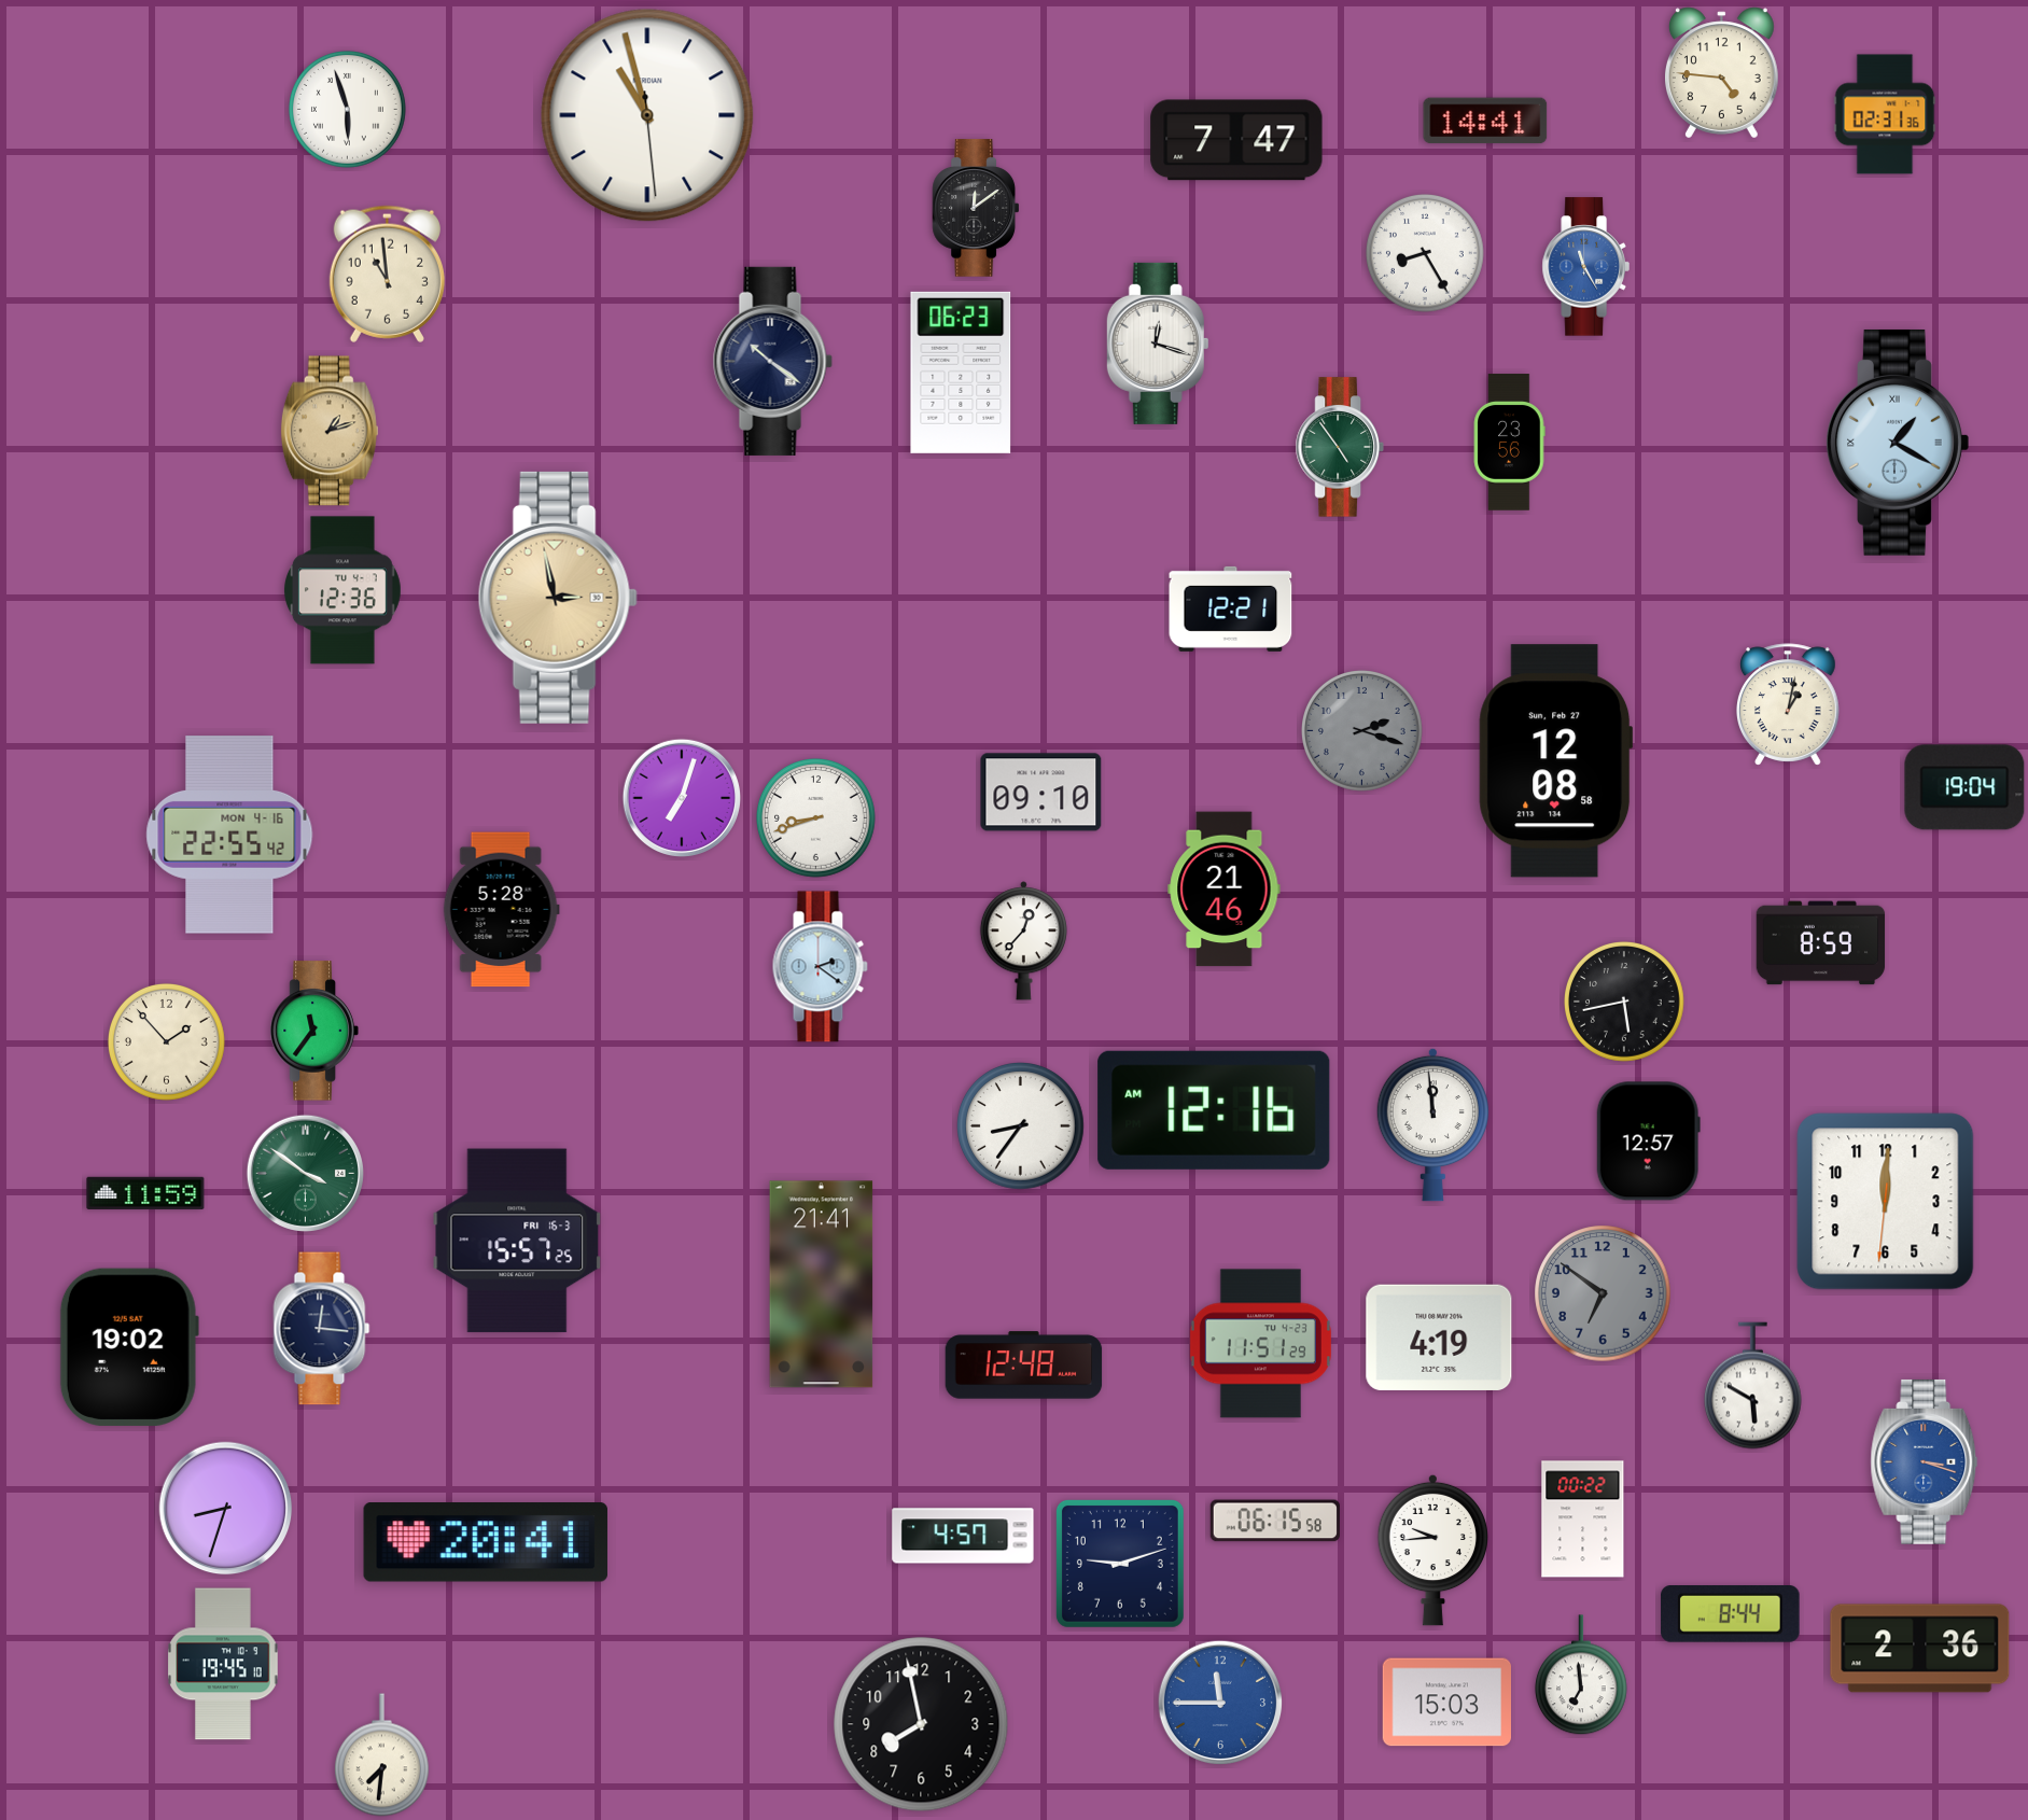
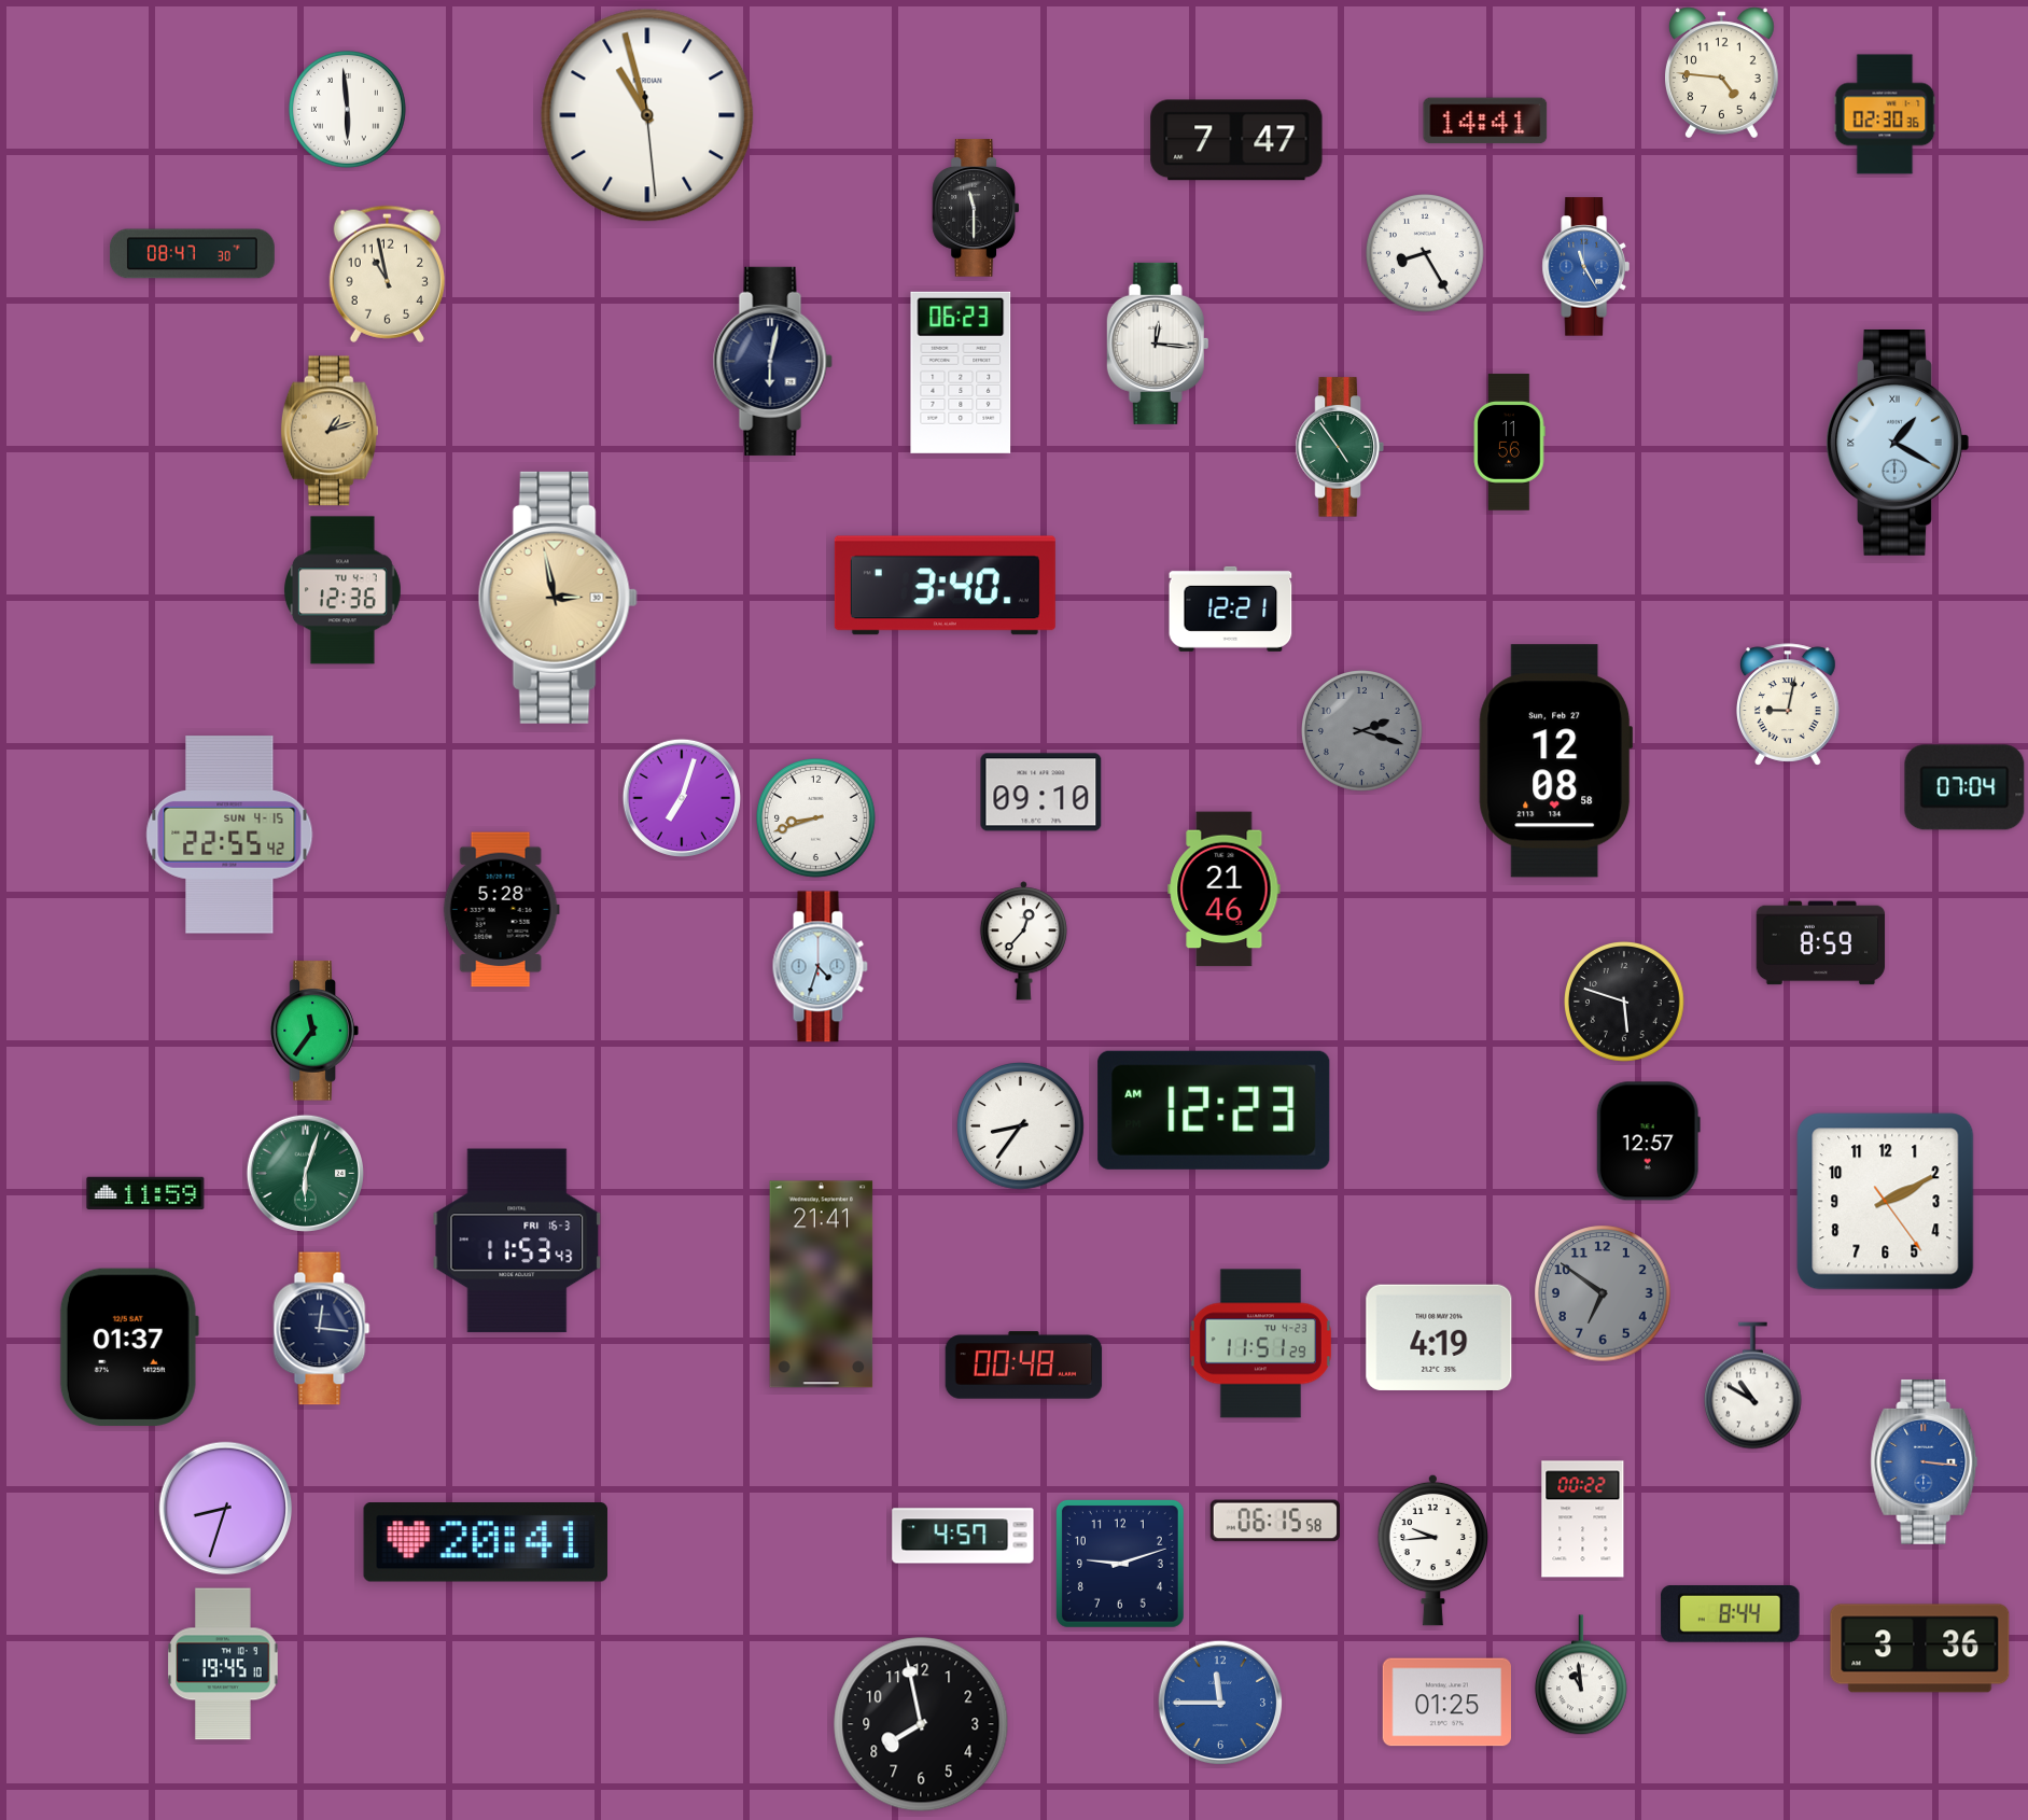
clock at (347, 109): 5:57 -> 5:59
clock at (1885, 114): 02:31 -> 02:30
clock at (975, 208): 12:09 -> 11:30
clock at (192, 254): none -> 08:47
clock at (387, 274): 10:59 -> 10:58
clock at (1158, 344): 12:18 -> 12:16
clock at (772, 361): 10:21 -> 6:02
clock at (1509, 443): 23:56 -> 11:56
clock at (945, 586): none -> 3:40
clock at (1789, 704): 1:02 -> 9:02
clock at (1964, 787): 19:04 -> 07:04
clock at (229, 835) date: MON 4-16 -> SUN 4-15
clock at (820, 967): 2:21 -> 4:33
clock at (1625, 1003): 5:43 -> 5:48
clock at (166, 1041): 1:53 -> none
clock at (1214, 1110): 12:16 -> 12:23
clock at (1432, 1124): 11:59 -> none
clock at (305, 1173): 3:51 -> 6:03
clock at (1886, 1202): 12:00 -> 2:10
clock at (517, 1241): 15:57 -> 11:53
clock at (129, 1347): 19:02 -> 01:37
clock at (1024, 1366): 12:48 -> 00:48
clock at (1753, 1386): 5:50 -> 10:50
clock at (1925, 1461): 3:18 -> 3:16
clock at (1920, 1649): 2:36 -> 3:36
clock at (1581, 1676): 6:59 -> 10:59
clock at (1446, 1703): 15:03 -> 01:25
clock at (381, 1755): 7:31 -> none
